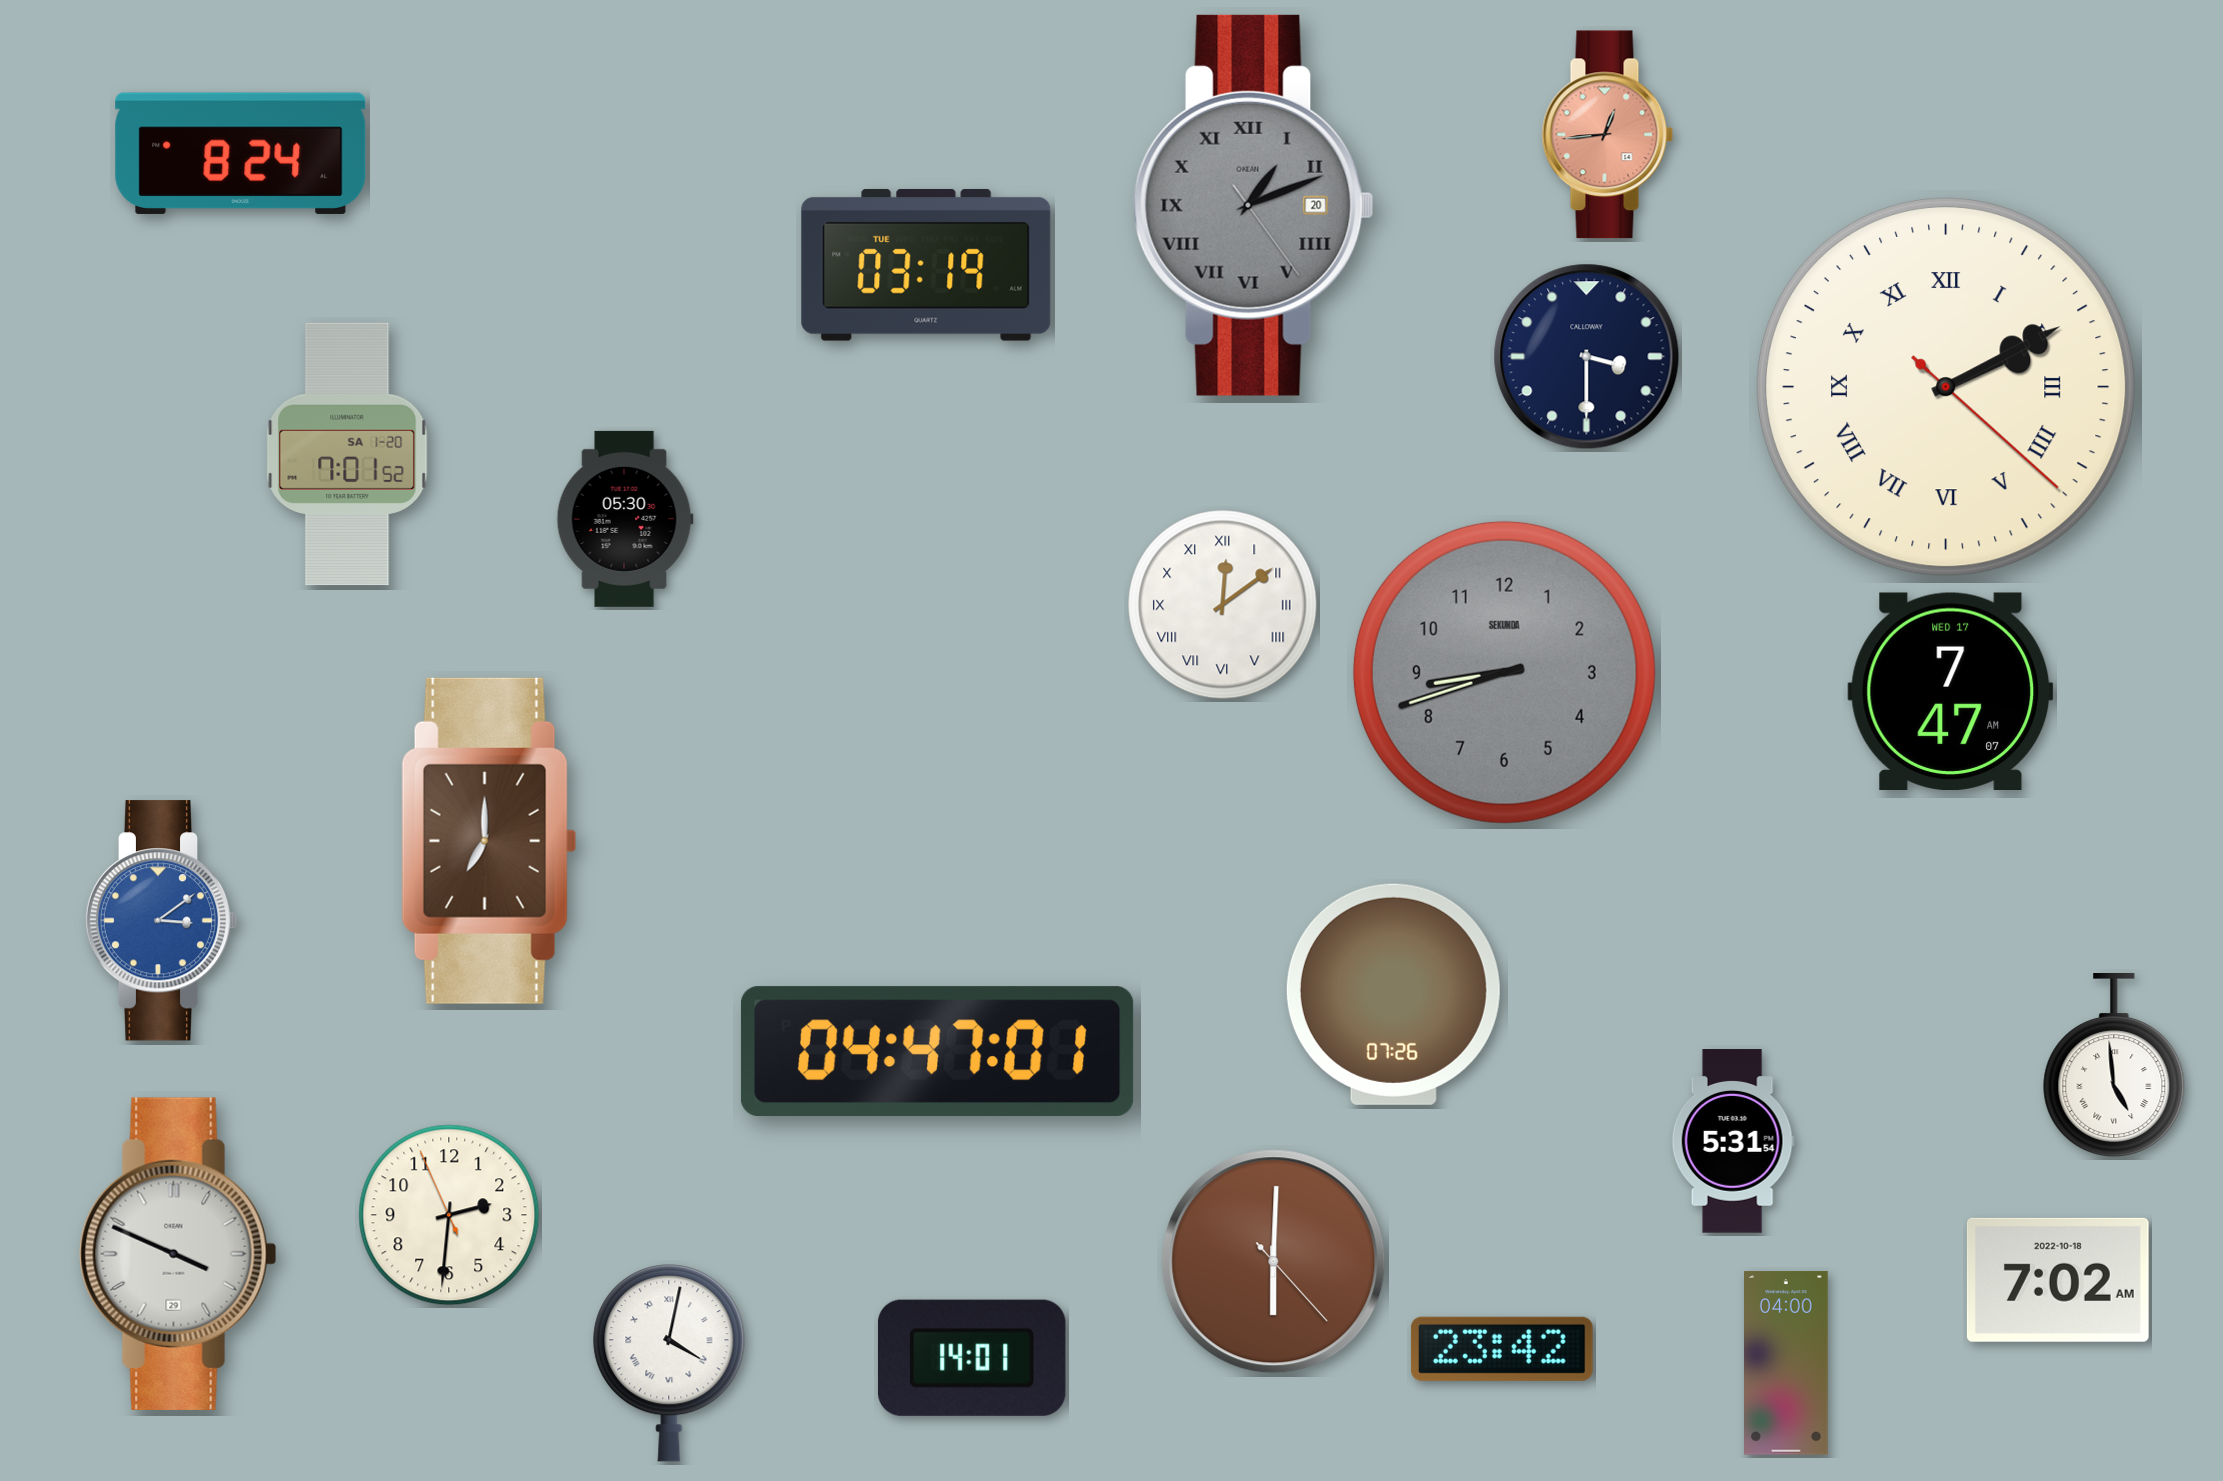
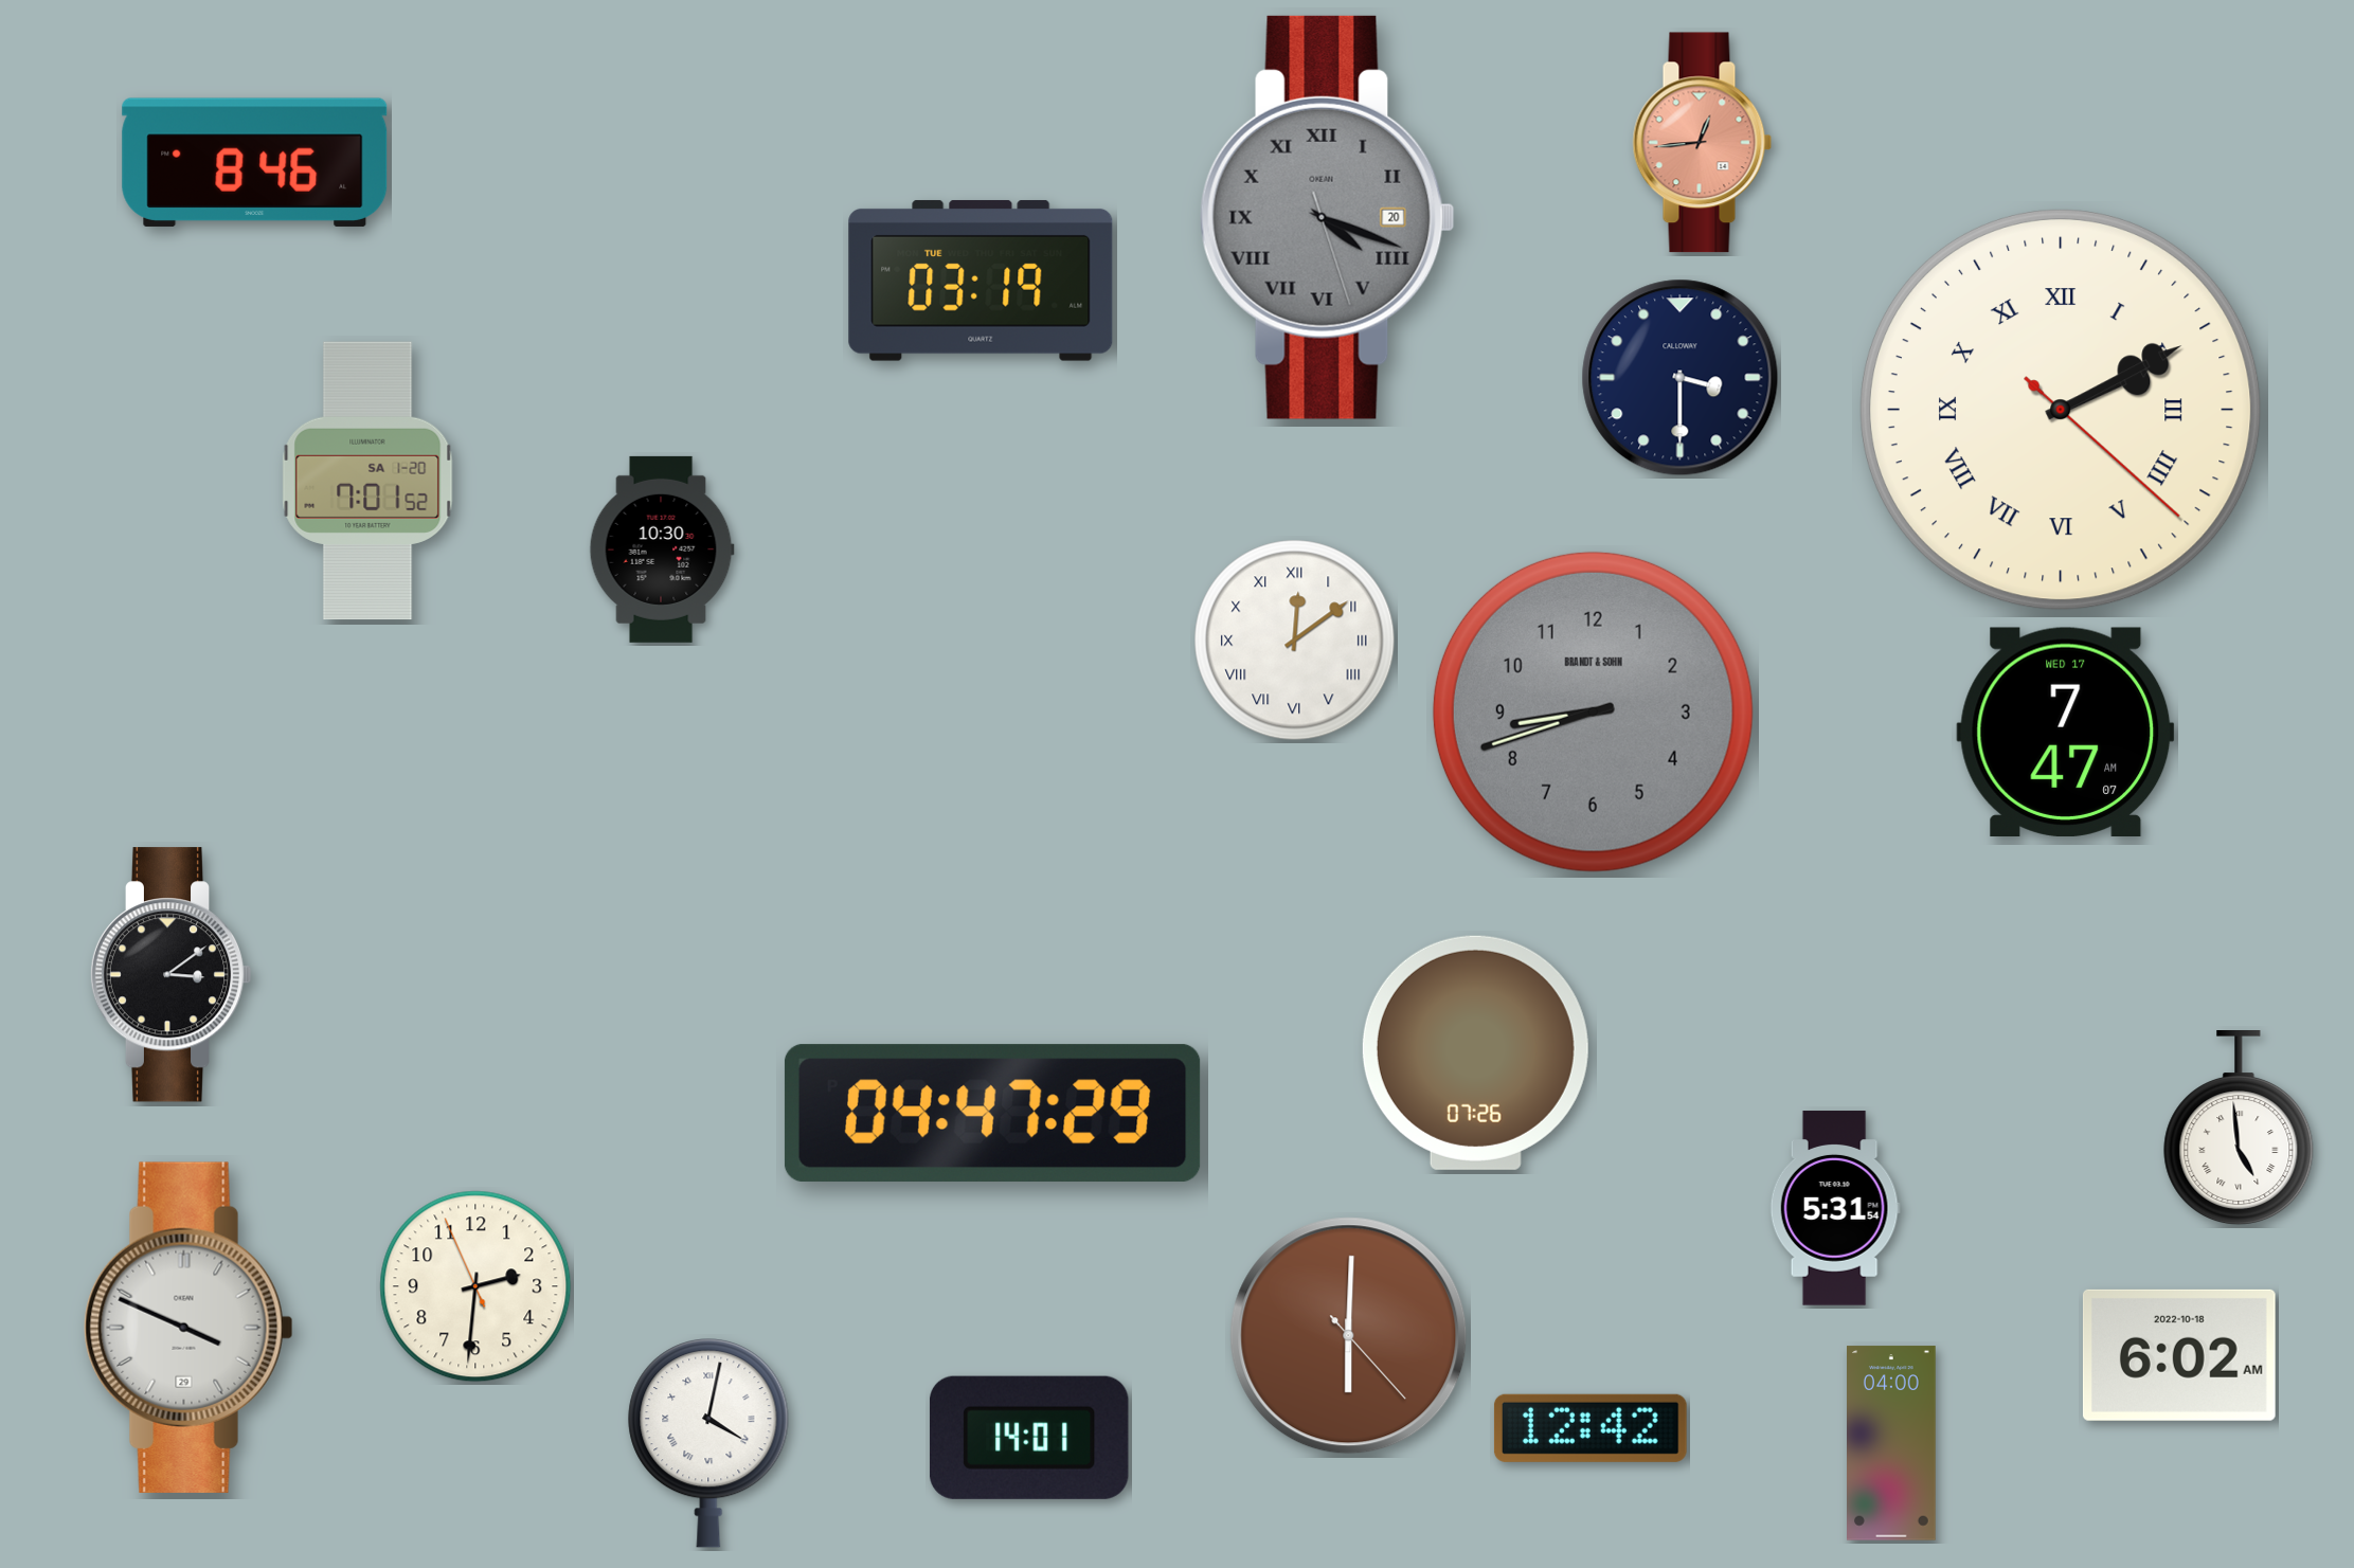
clock at (241, 153): 8:24 -> 8:46
clock at (1253, 205): 1:11 -> 4:18
clock at (625, 519): 05:30 -> 10:30
clock at (1504, 672) brand: SEKUNDA -> BRANDT & SOHN
clock at (489, 841): 7:00 -> none
clock at (161, 921) dial: blue -> black
clock at (937, 1051): 04:47:01 -> 04:47:29
clock at (2058, 1280): 7:02 -> 6:02
clock at (1502, 1349): 23:42 -> 12:42
